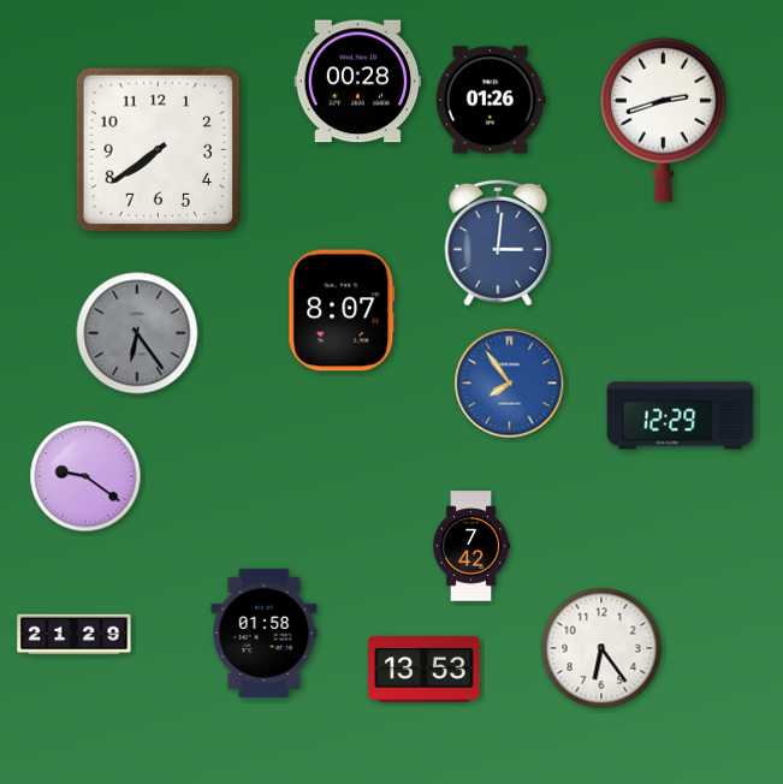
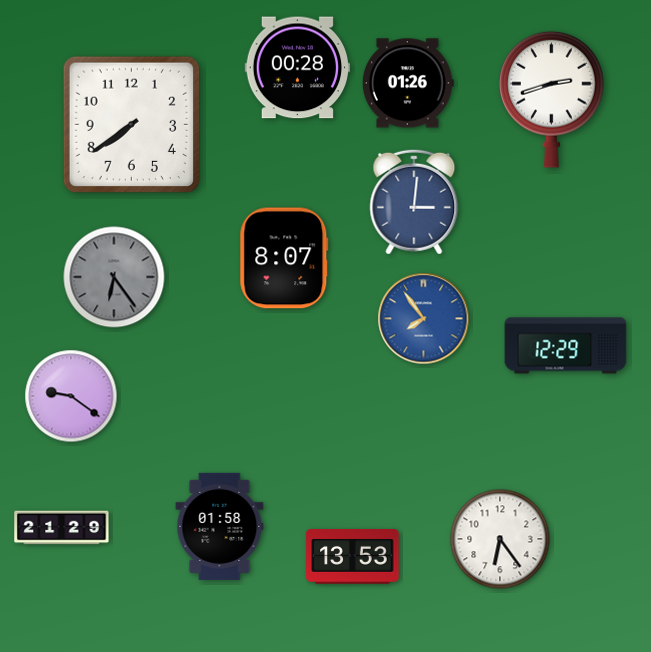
clock at (471, 546): 7:42 -> none
